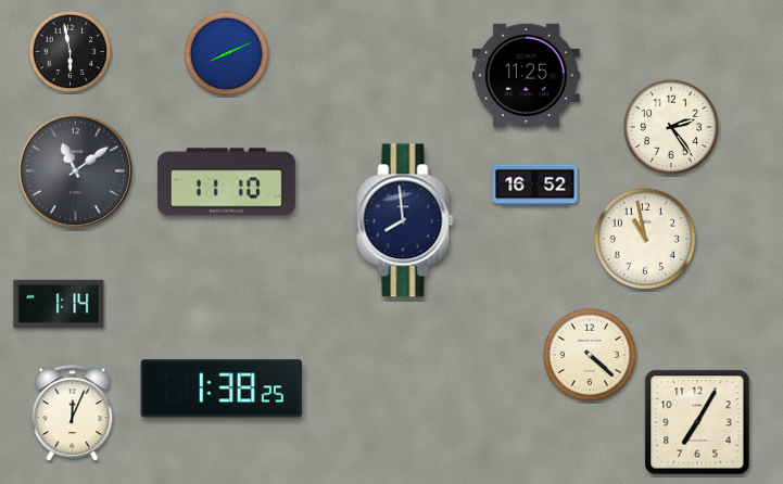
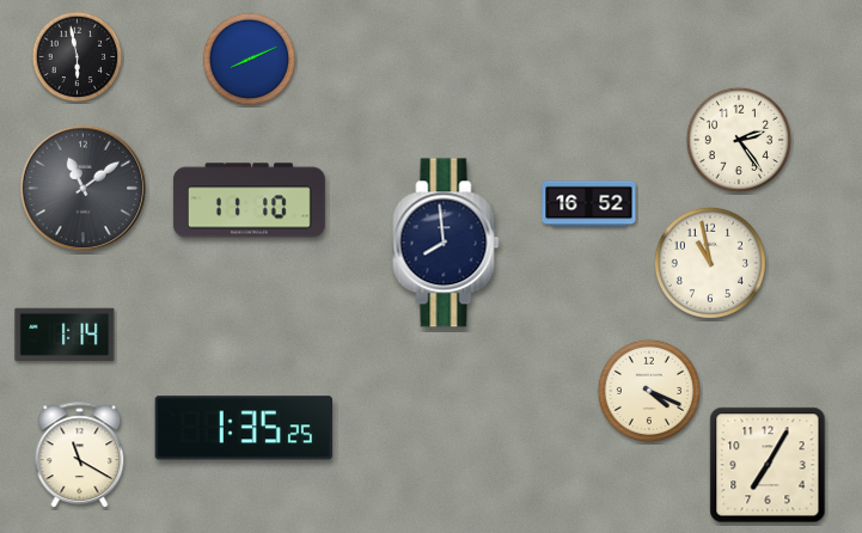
clock at (526, 76): 11:25 -> none
clock at (589, 354): 4:22 -> 4:19
clock at (220, 389): 1:38 -> 1:35
clock at (73, 413): 12:04 -> 11:20
